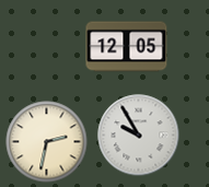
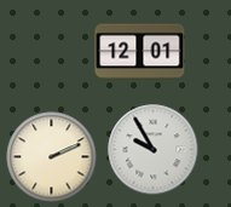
clock at (127, 47): 12:05 -> 12:01
clock at (47, 142): 2:32 -> 2:11
